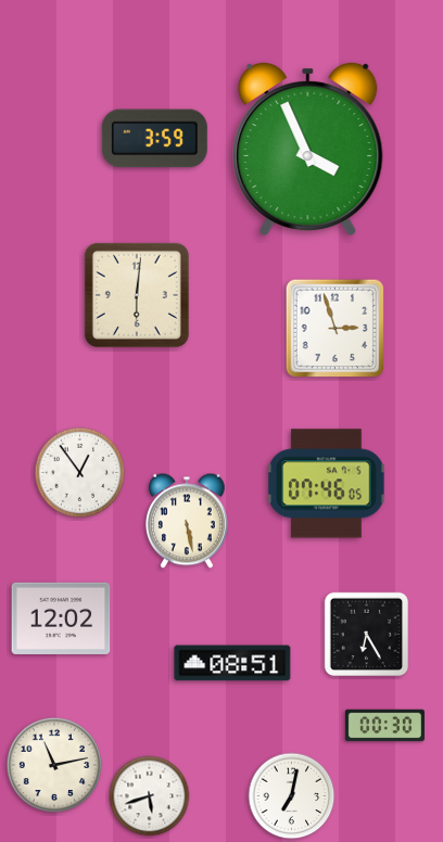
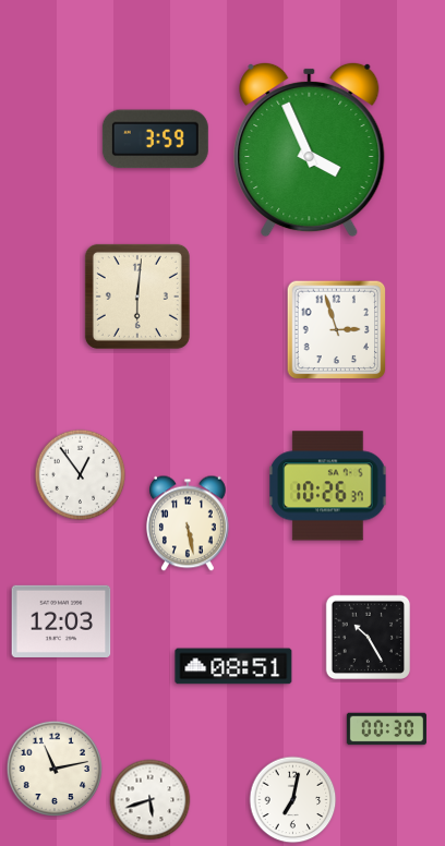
clock at (327, 484): 07:46 -> 10:26
clock at (61, 618): 12:02 -> 12:03
clock at (367, 635): 6:25 -> 10:25
